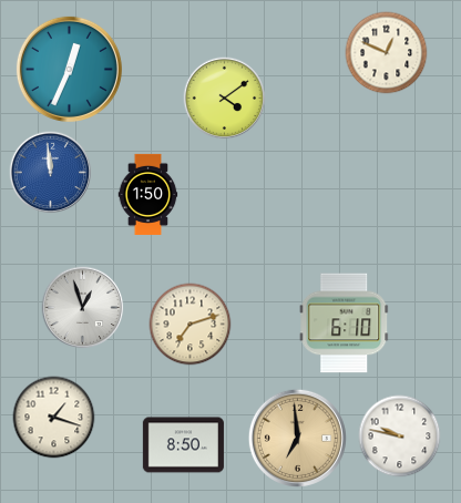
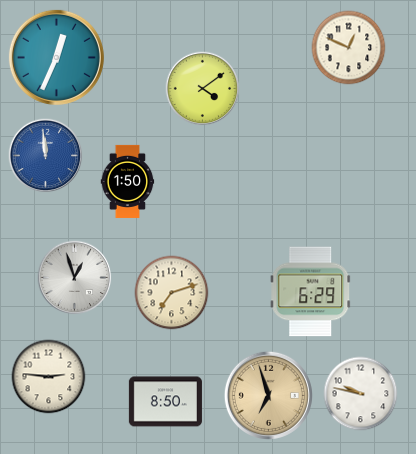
clock at (69, 69) position: (69, 69) -> (56, 57)
clock at (148, 194) position: (148, 194) -> (128, 181)
clock at (345, 324): 6:10 -> 6:29
clock at (54, 418): 1:18 -> 2:46
clock at (297, 438): 6:59 -> 6:57
